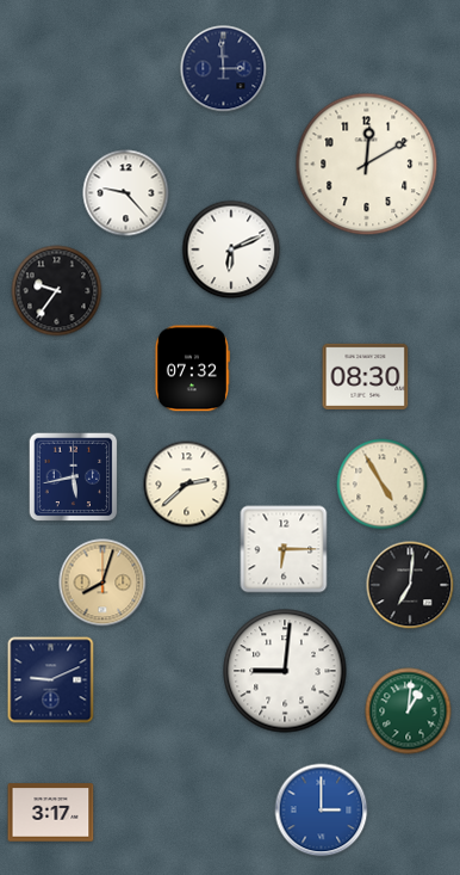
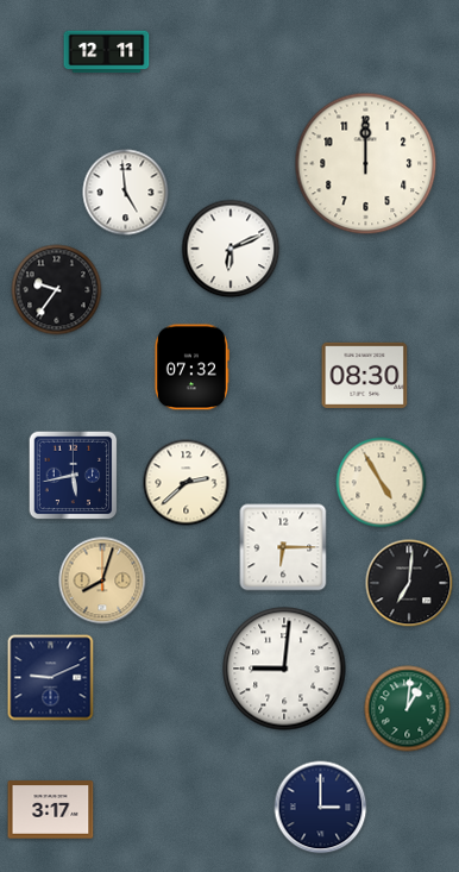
clock at (107, 52): none -> 12:11
clock at (224, 69): 2:59 -> none
clock at (367, 165): 12:10 -> 12:00
clock at (126, 193): 9:23 -> 4:59
clock at (322, 811) dial: blue -> navy
